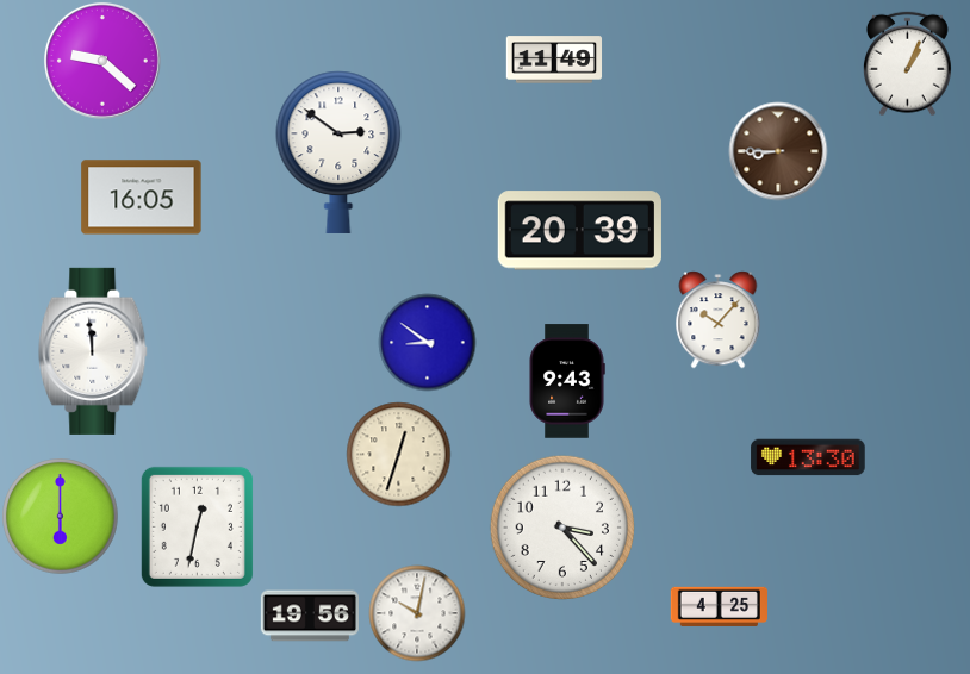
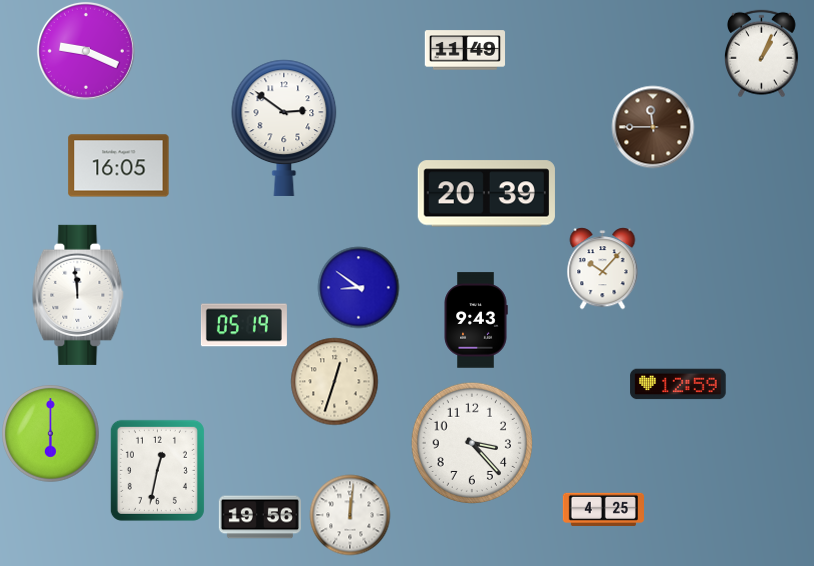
clock at (102, 61): 9:22 -> 9:19
clock at (778, 151): 8:45 -> 11:45
clock at (244, 325): none -> 05:19
clock at (808, 457): 13:30 -> 12:59
clock at (197, 526) position: (197, 526) -> (157, 470)
clock at (417, 613): 10:02 -> 12:01
